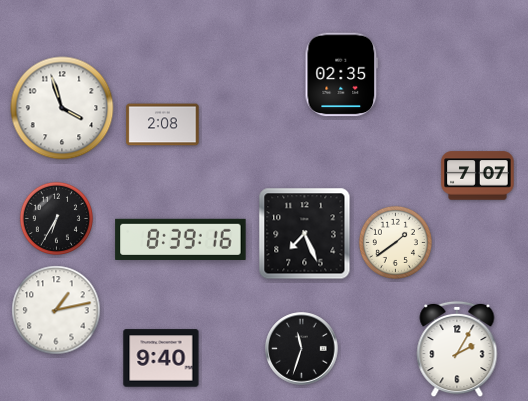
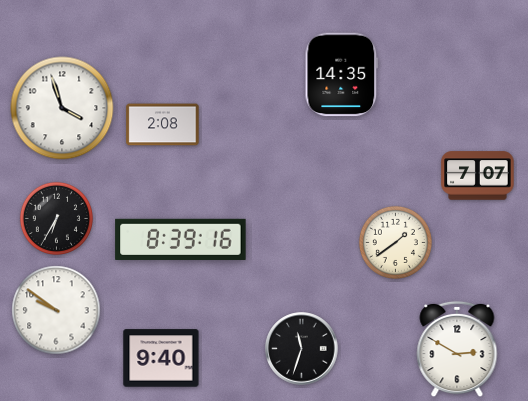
clock at (342, 75): 02:35 -> 14:35
clock at (305, 234): 7:26 -> none
clock at (56, 310): 1:13 -> 9:51
clock at (457, 349): 2:05 -> 2:50
